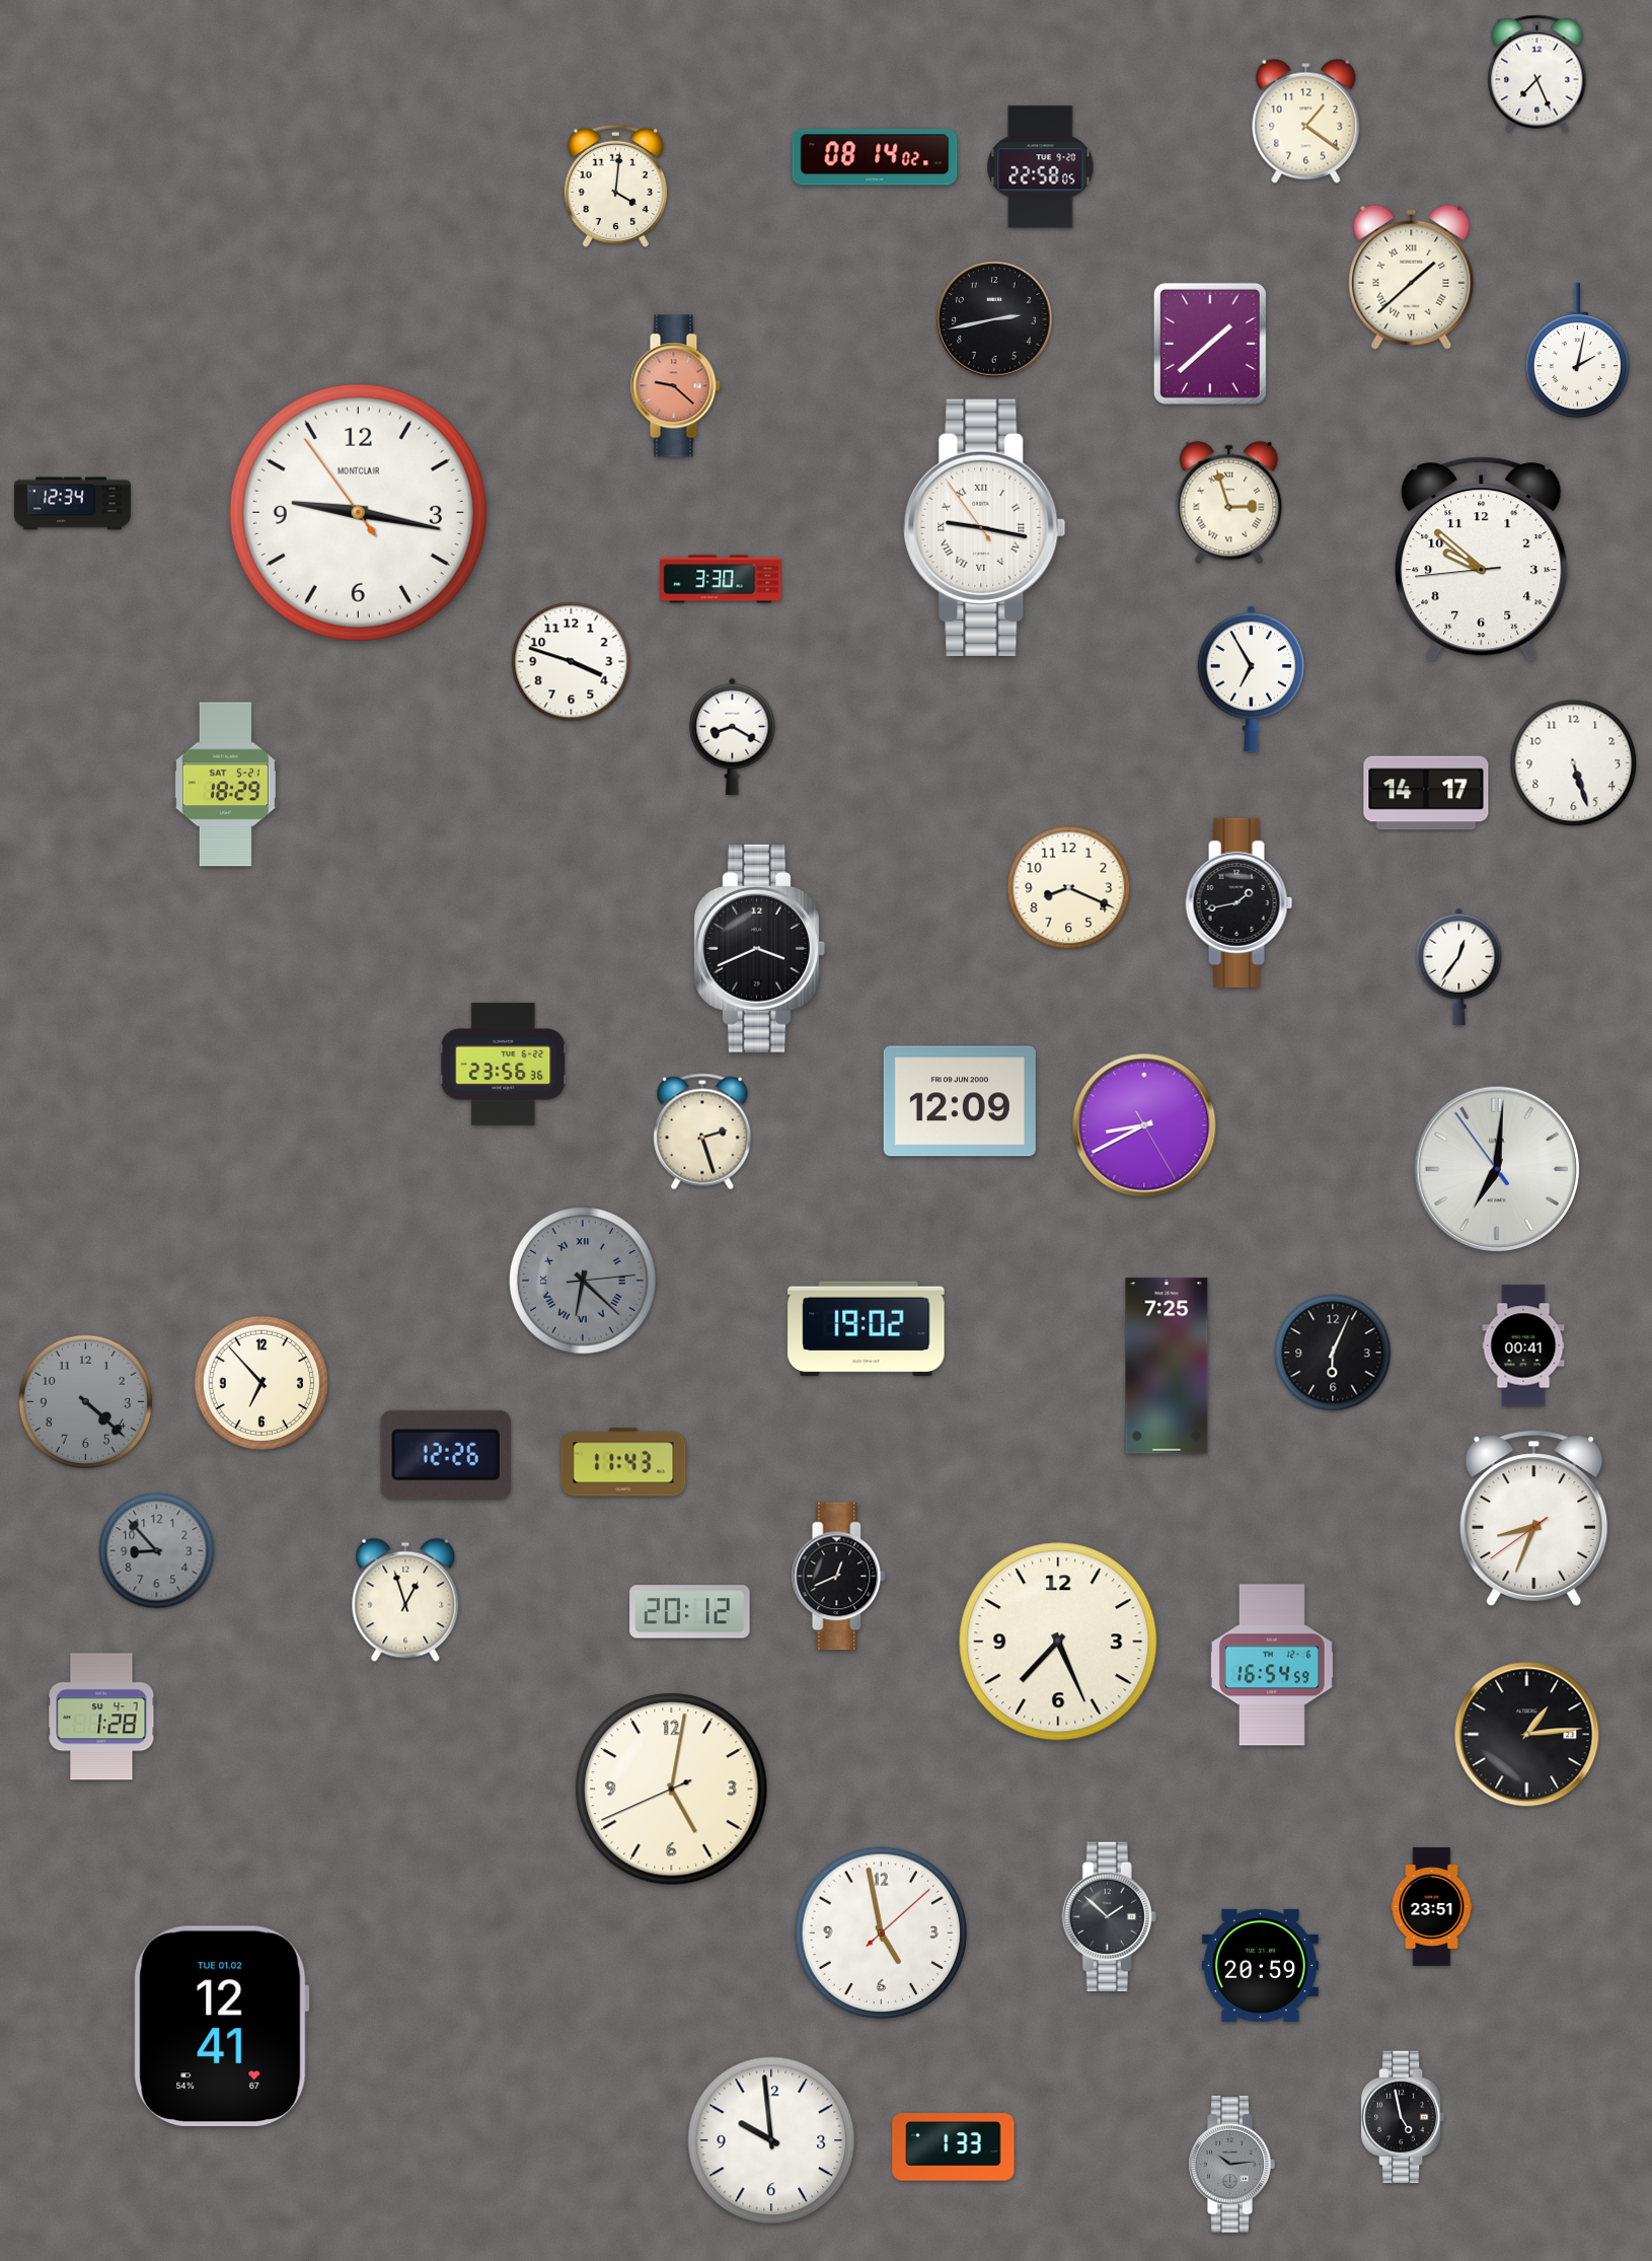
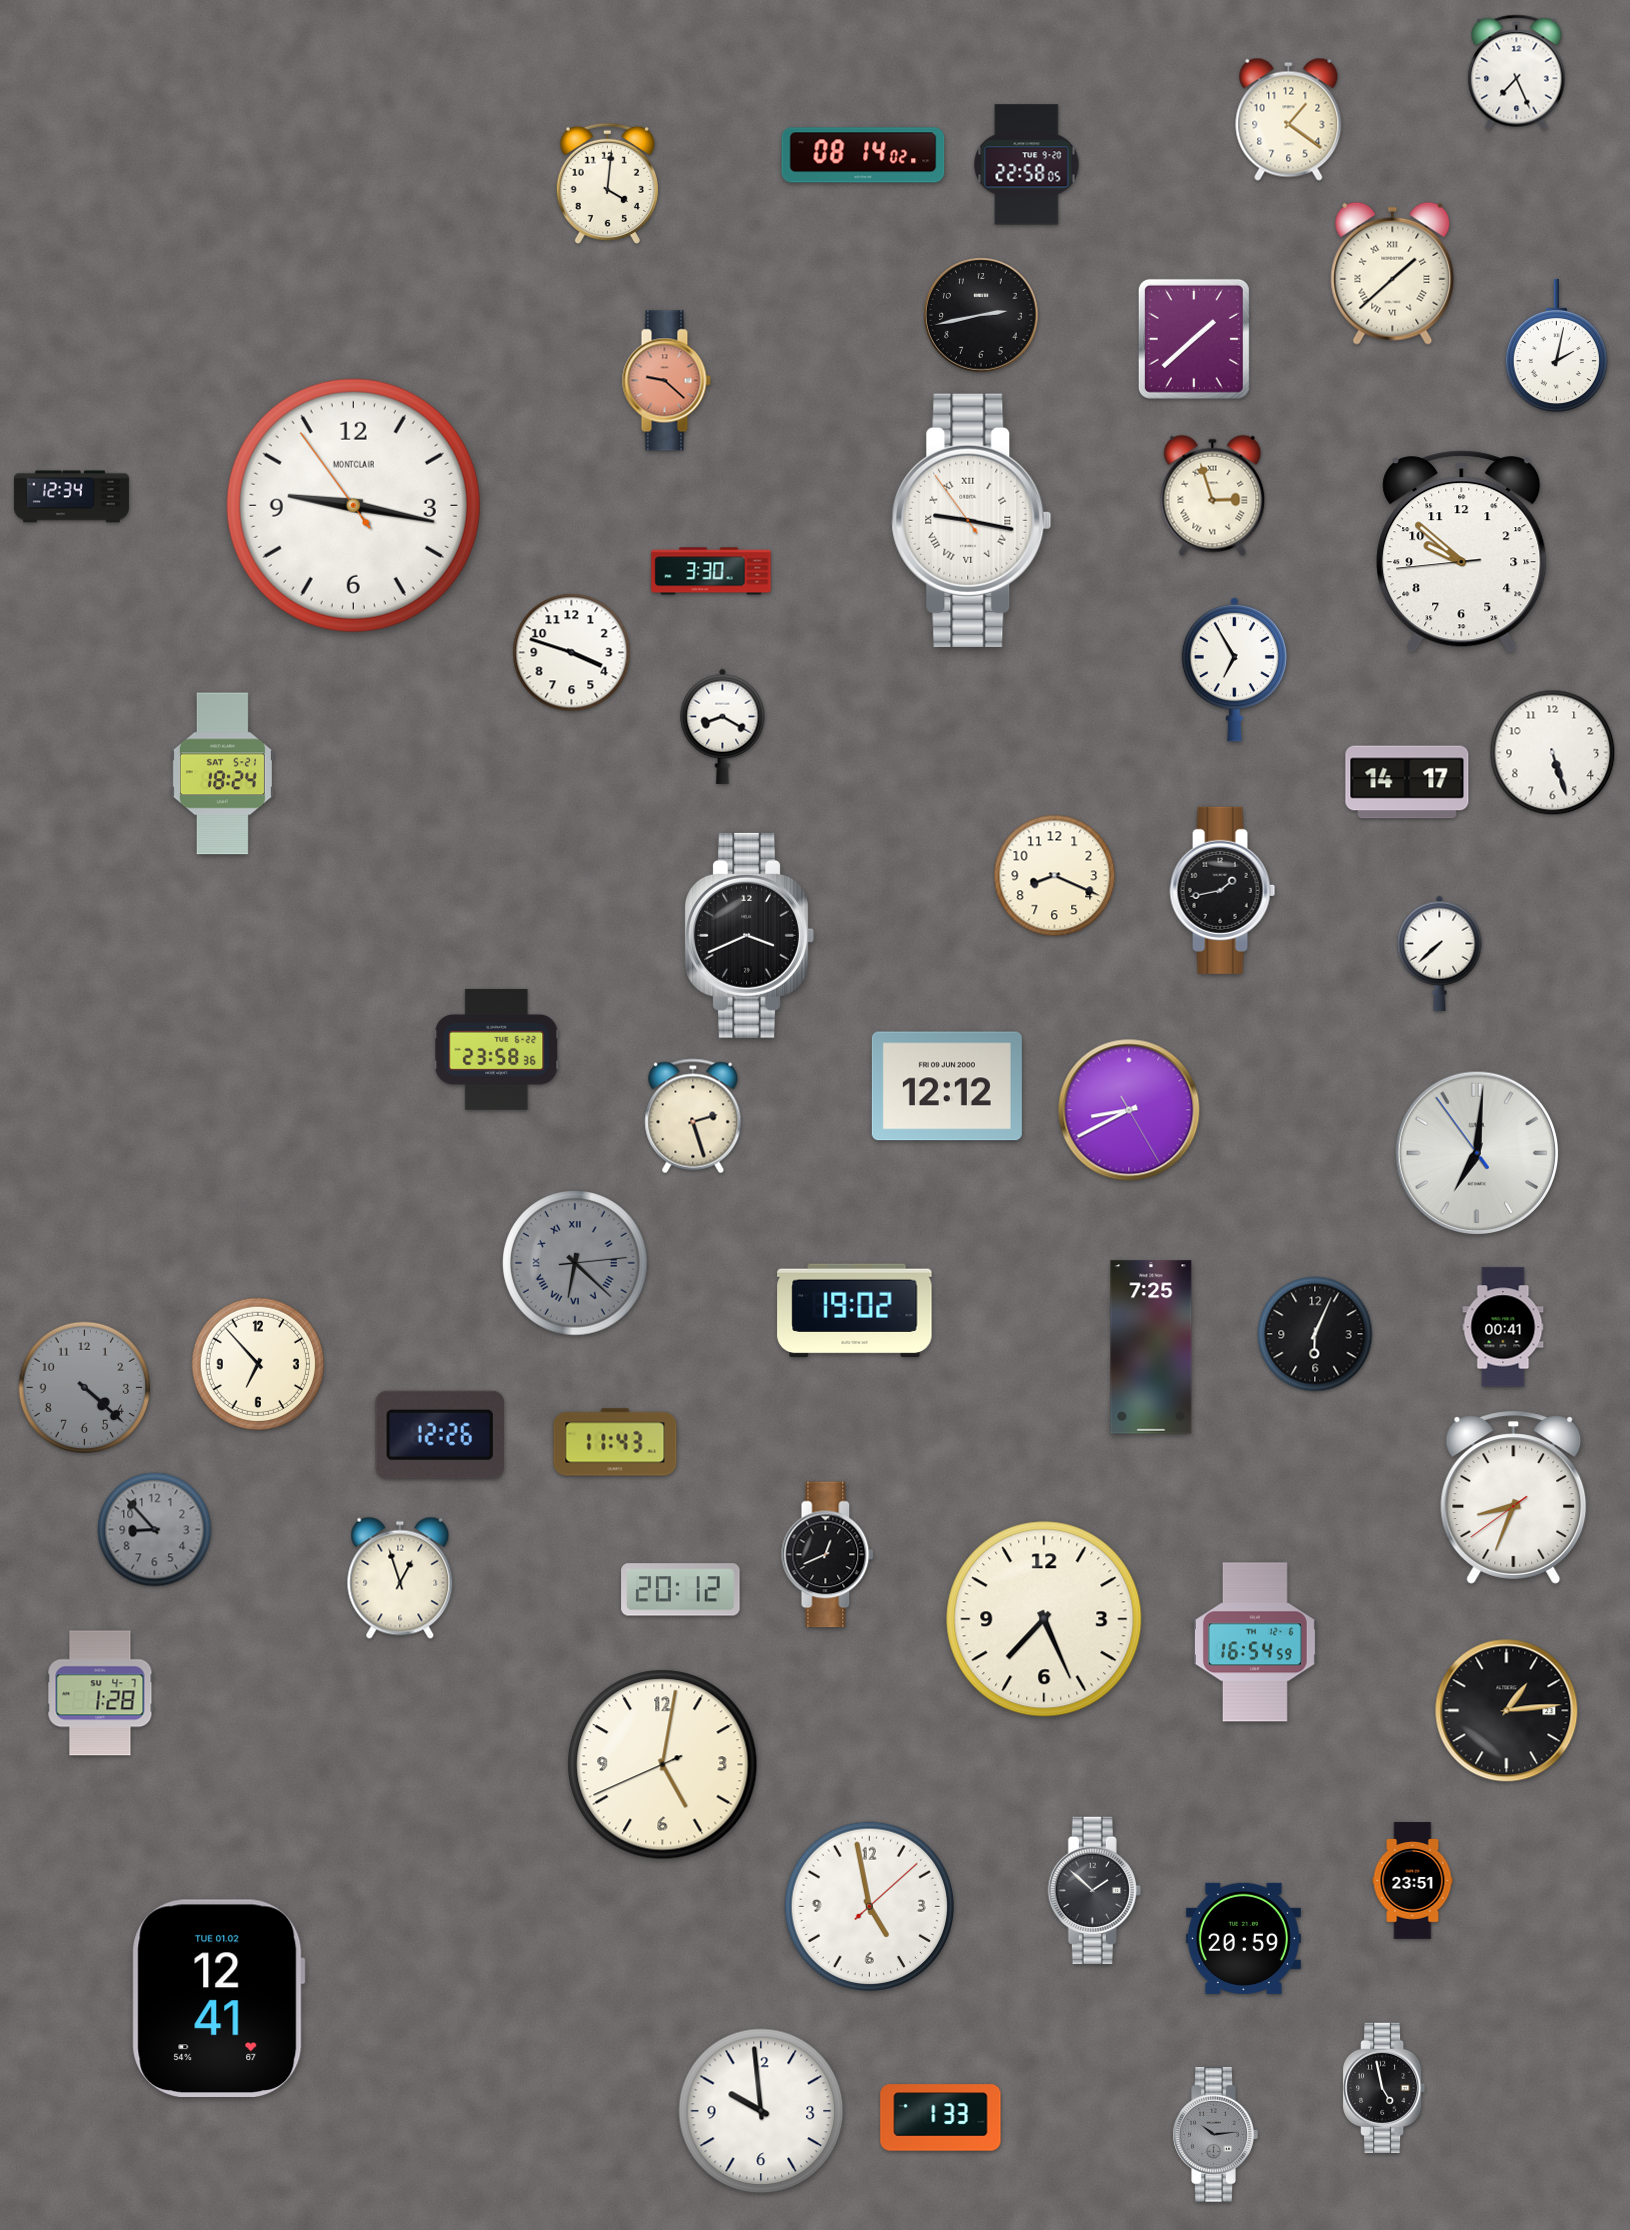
clock at (572, 662) position: (572, 662) -> (572, 653)
clock at (225, 785): 18:29 -> 18:24
clock at (1459, 966): 12:36 -> 7:38
clock at (504, 1064): 23:56 -> 23:58
clock at (960, 1101): 12:09 -> 12:12
clock at (85, 1401) position: (85, 1401) -> (84, 1387)
